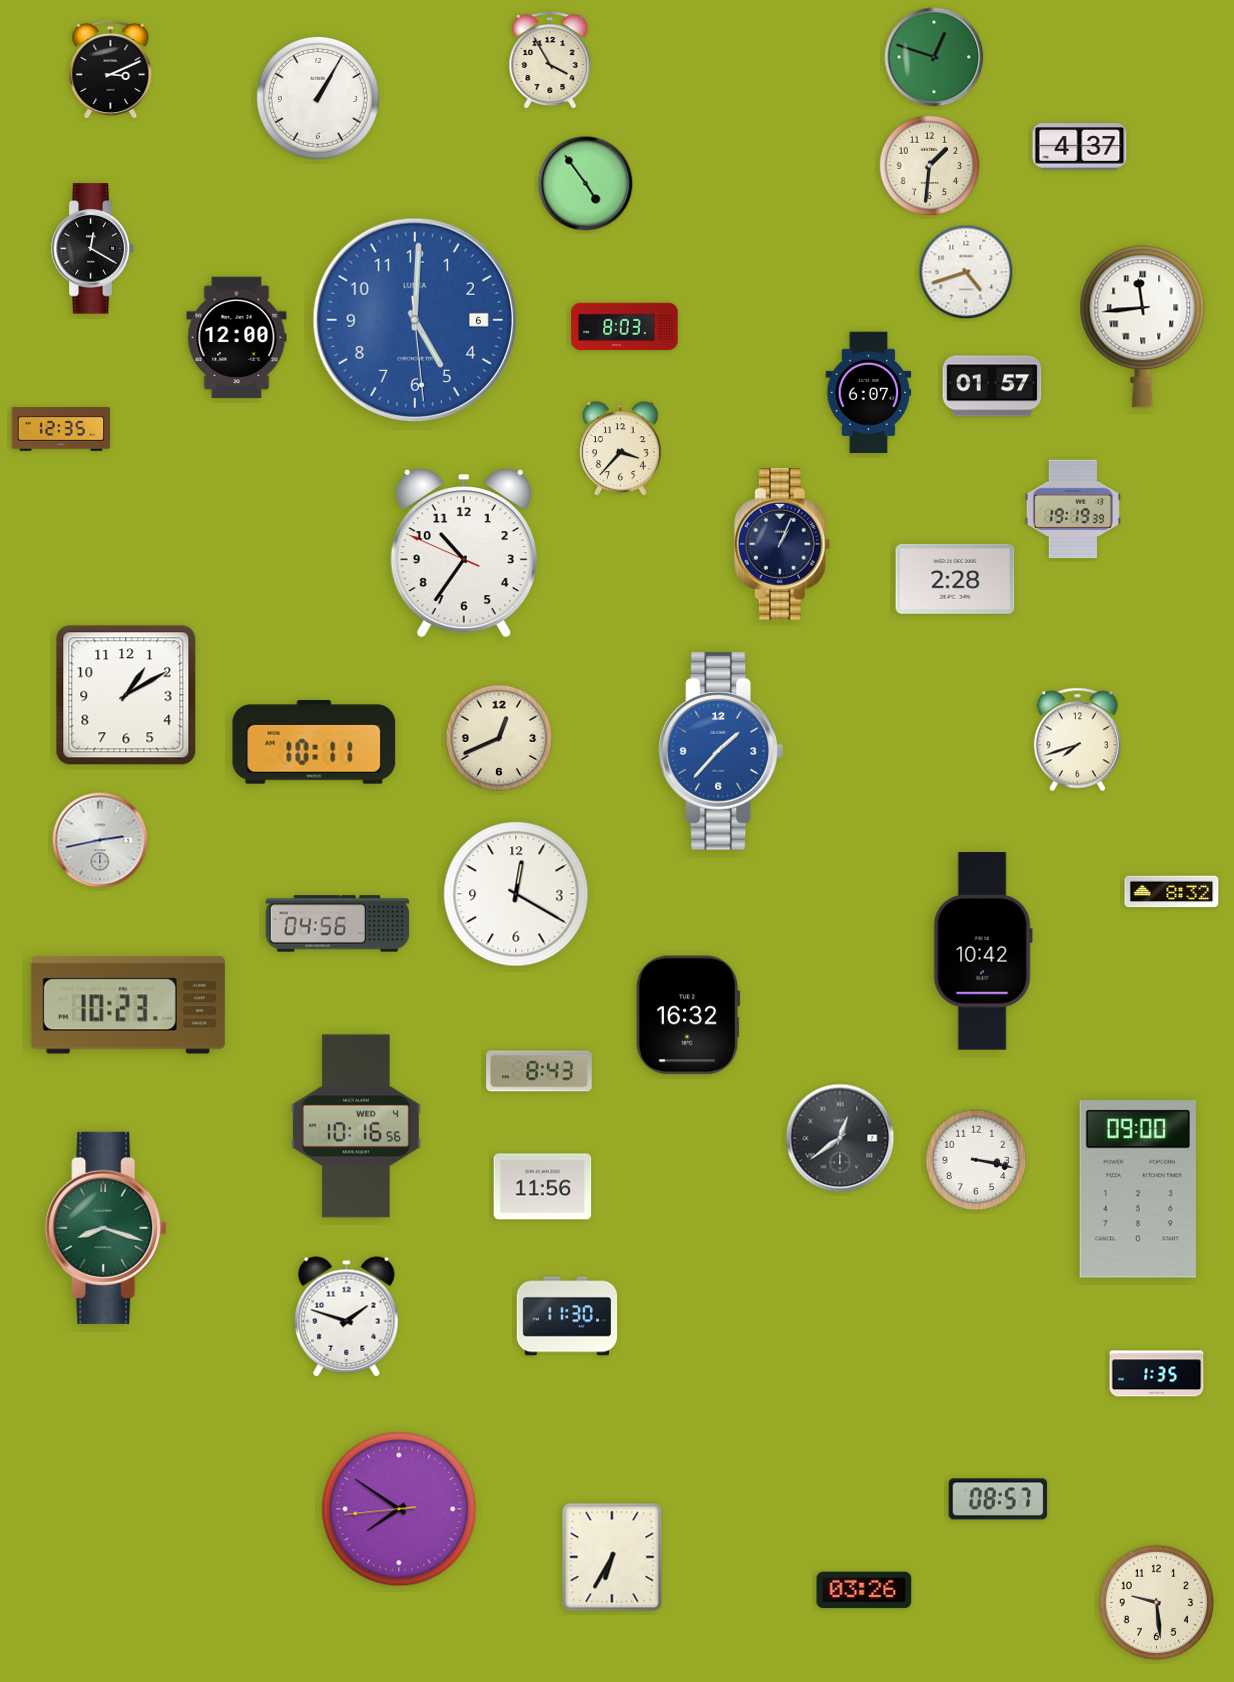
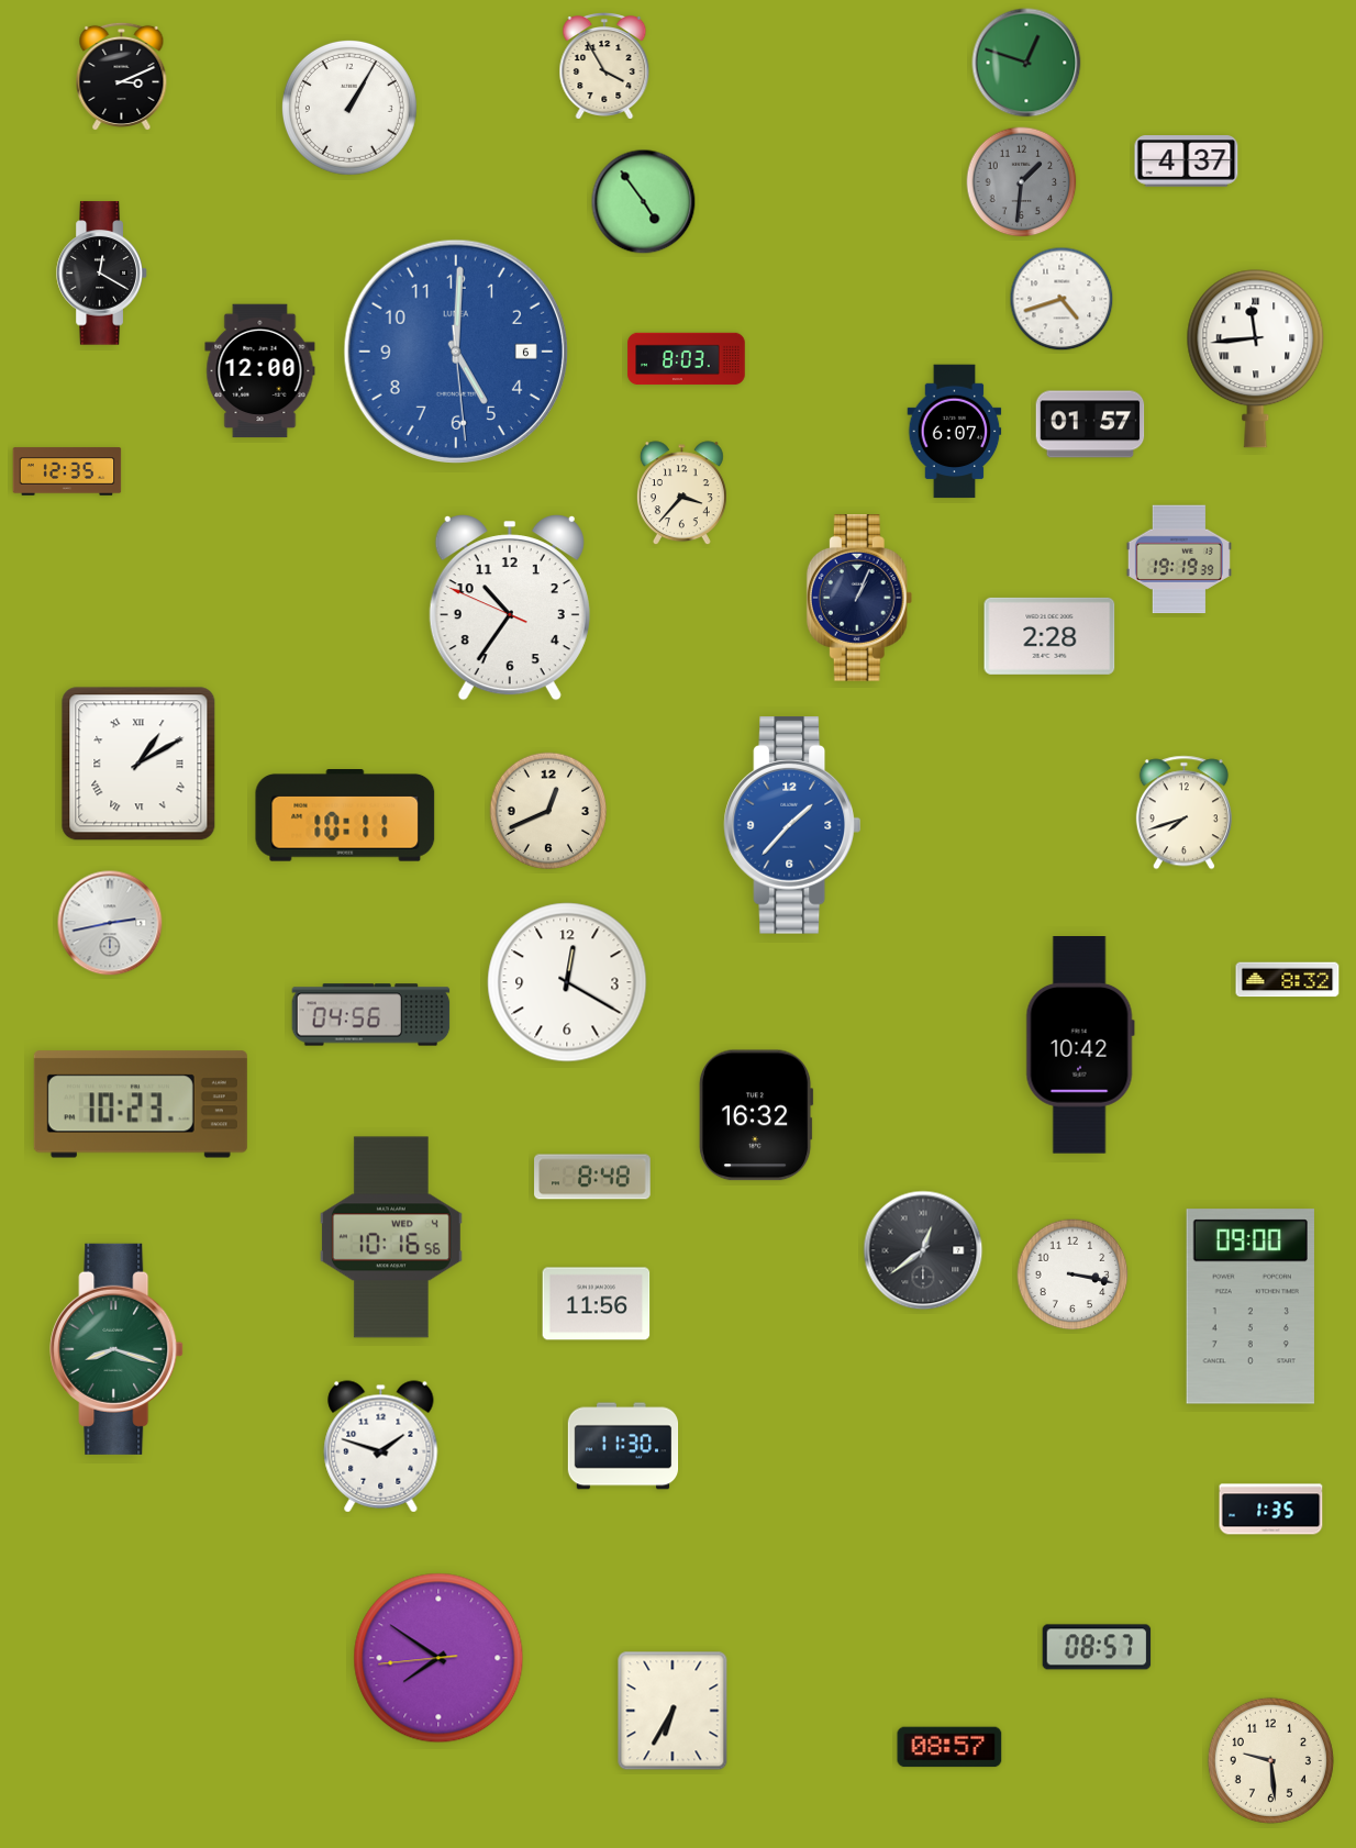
clock at (930, 166) dial: cream -> grey
clock at (126, 695) numerals: Arabic -> Roman
clock at (539, 1071): 8:43 -> 8:48
clock at (864, 1590): 03:26 -> 08:57
